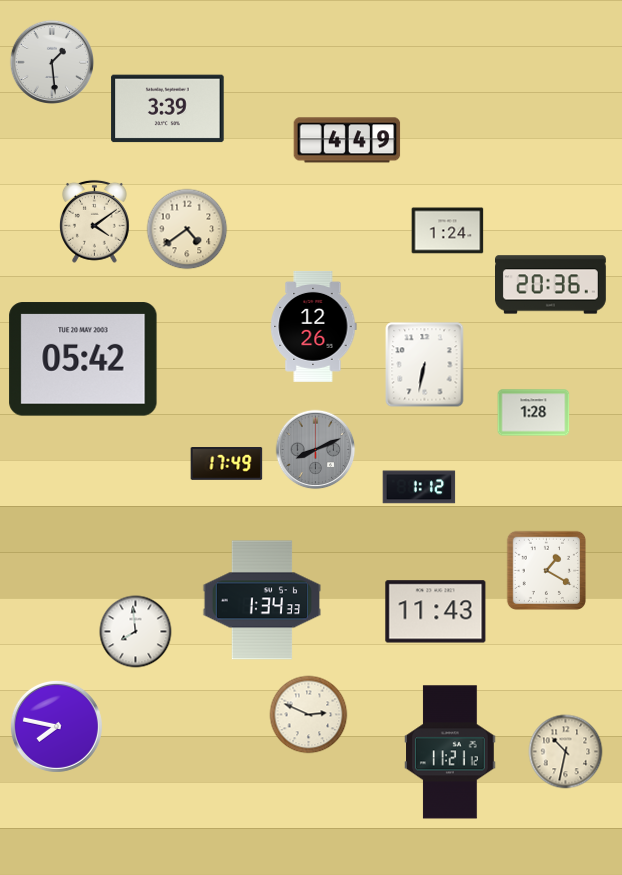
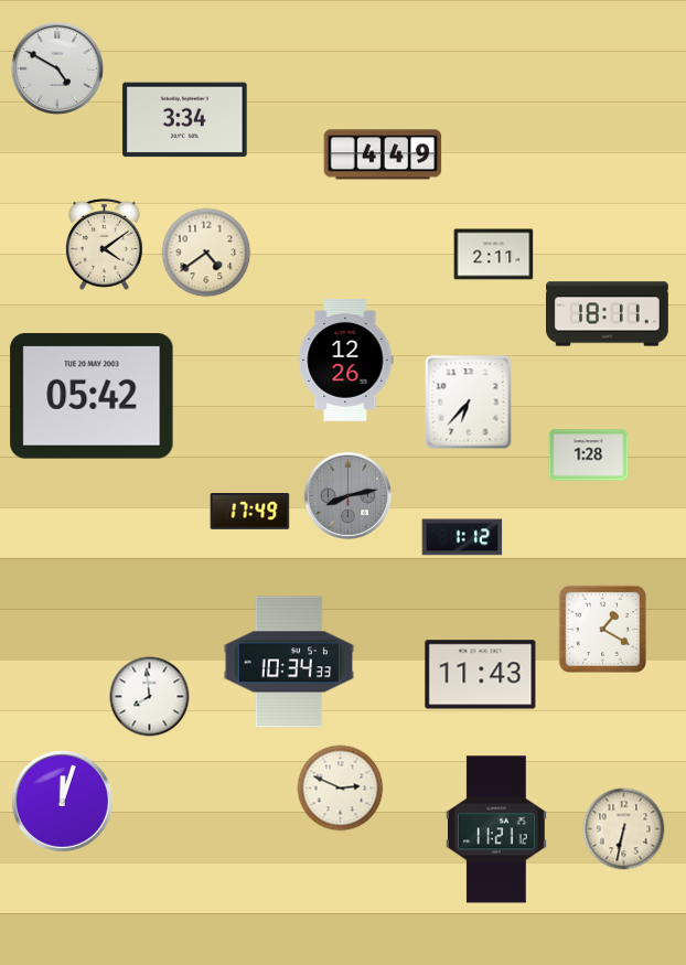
clock at (51, 61): 1:29 -> 4:50
clock at (168, 109): 3:39 -> 3:34
clock at (448, 231): 1:24 -> 2:11
clock at (551, 285): 20:36 -> 18:11
clock at (425, 365): 6:32 -> 6:37
clock at (316, 450): 8:11 -> 8:13
clock at (261, 600): 1:34 -> 10:34
clock at (56, 726): 7:47 -> 12:03
clock at (566, 752): 10:32 -> 6:32
